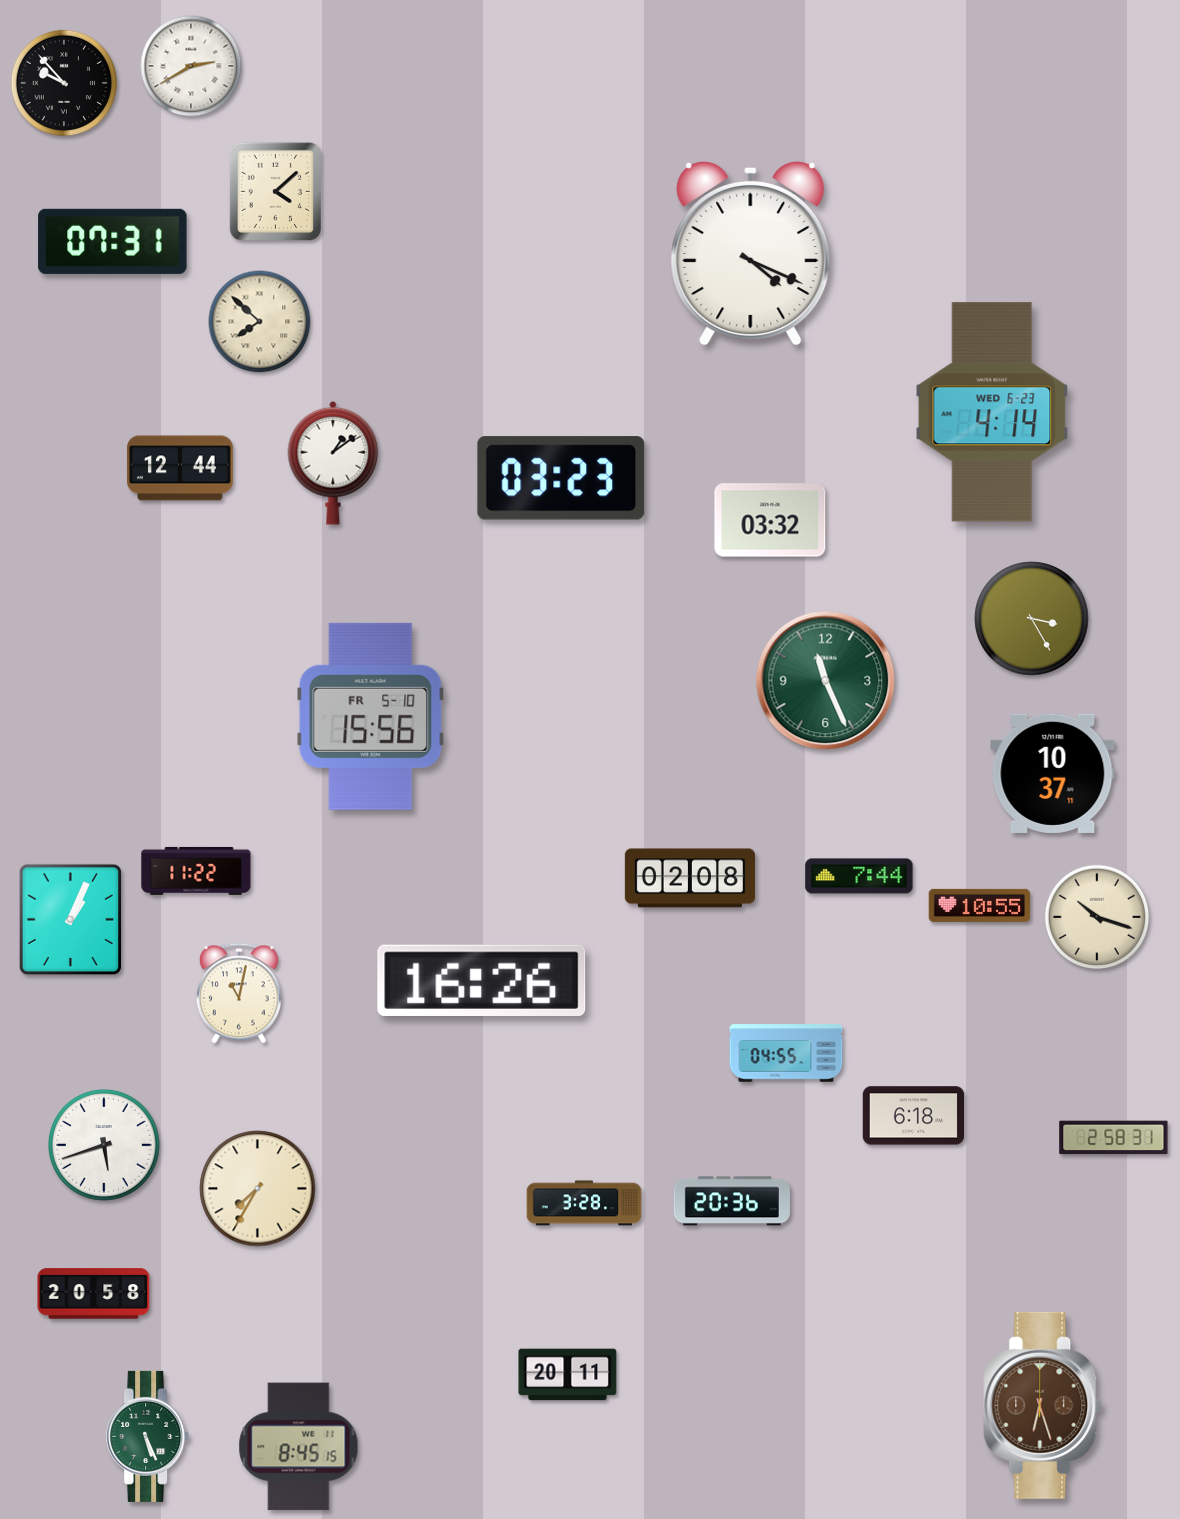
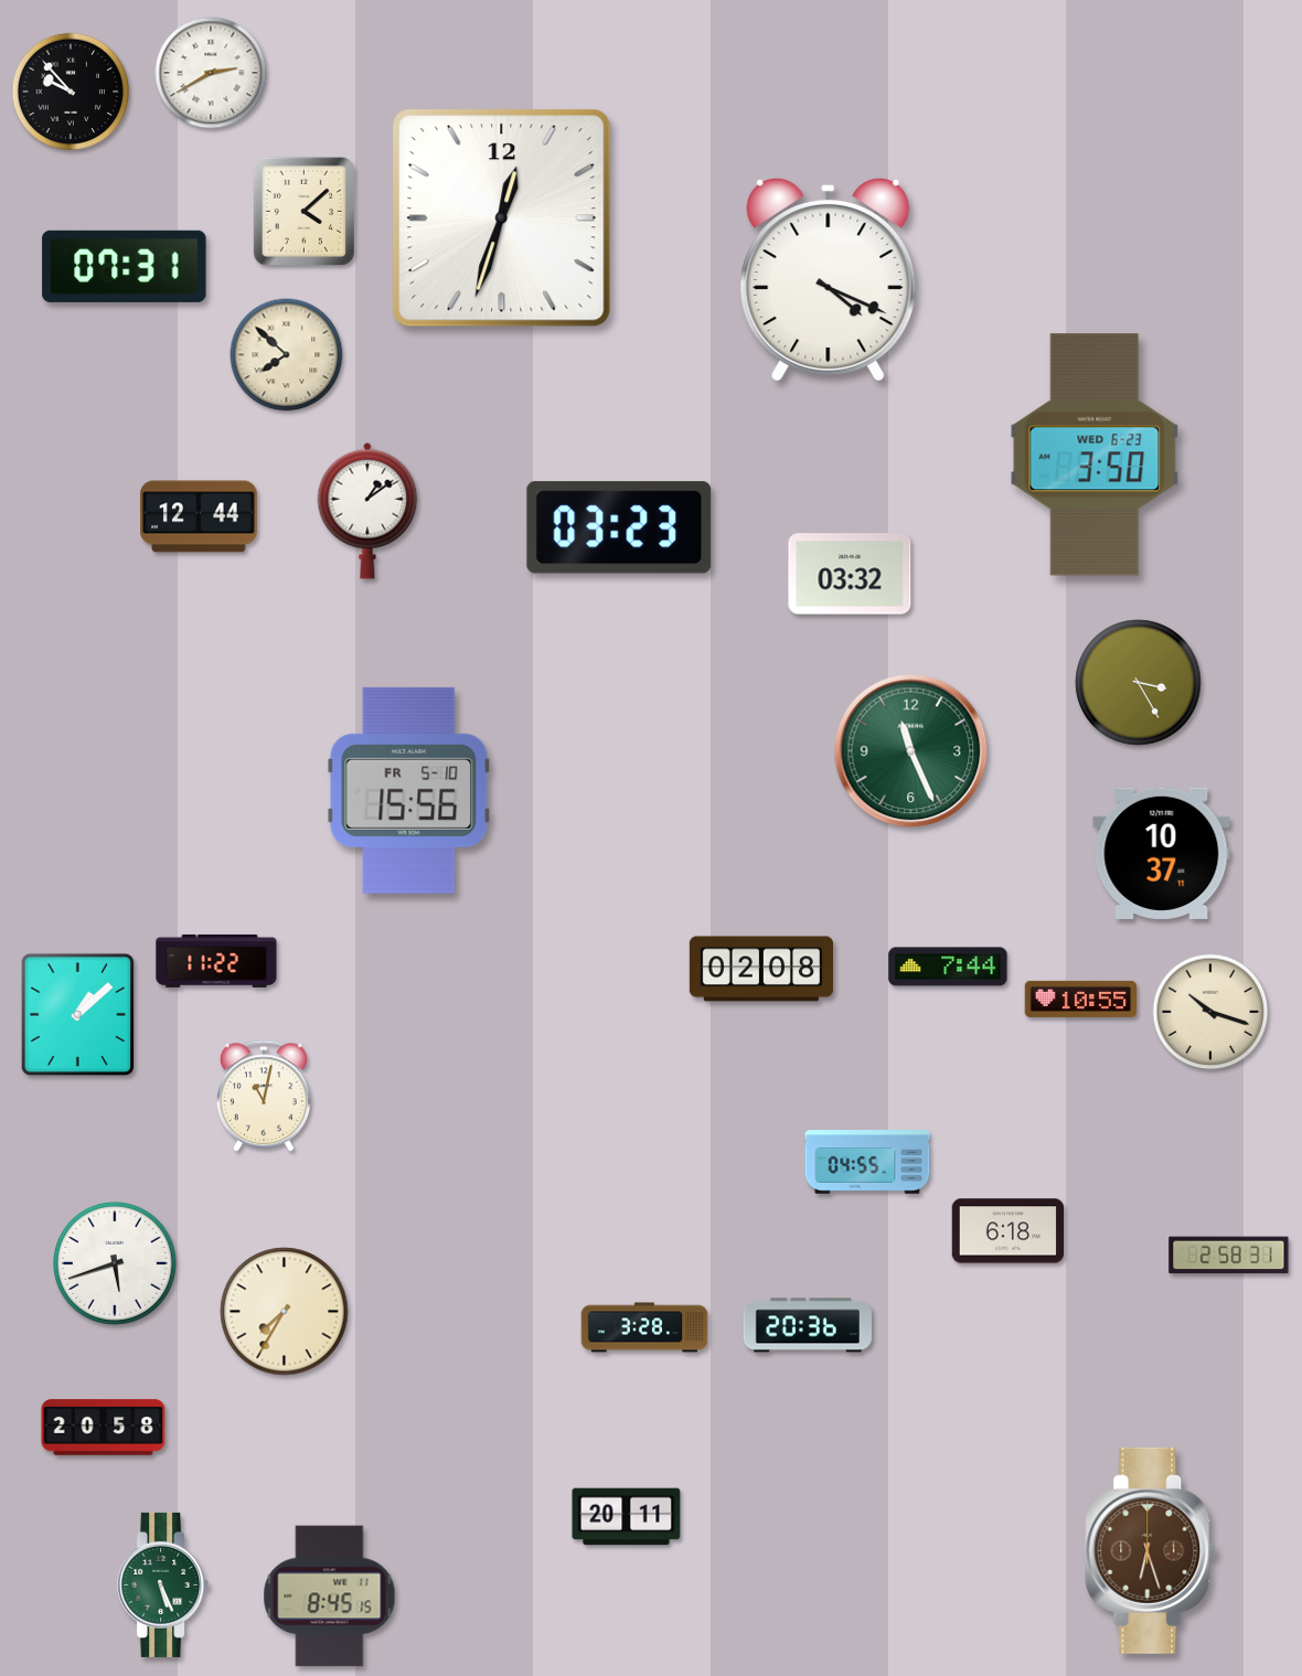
clock at (502, 218): none -> 12:33
clock at (992, 412): 4:14 -> 3:50
clock at (71, 920): 1:04 -> 1:08
clock at (482, 980): 16:26 -> none
